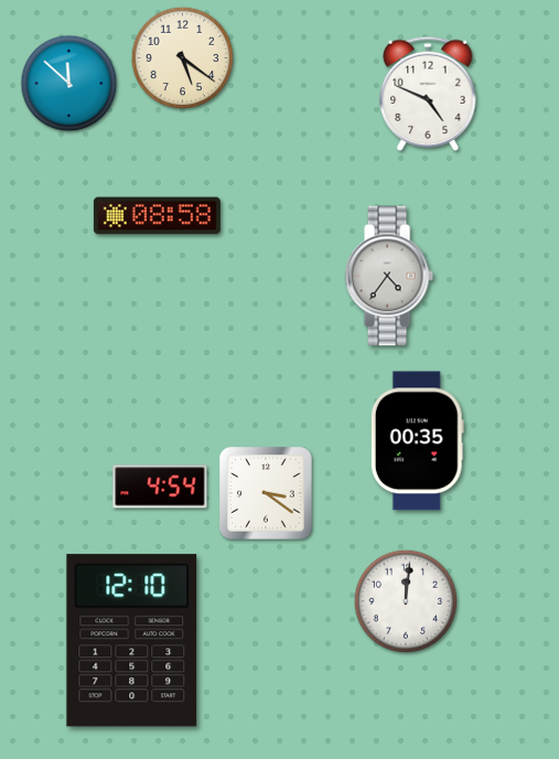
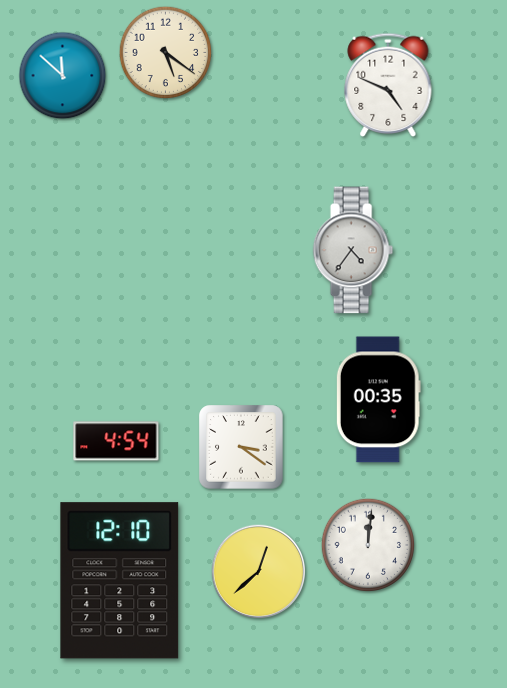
clock at (157, 216): 08:58 -> none
clock at (160, 487) position: (160, 487) -> (116, 441)
clock at (259, 572): none -> 12:38
